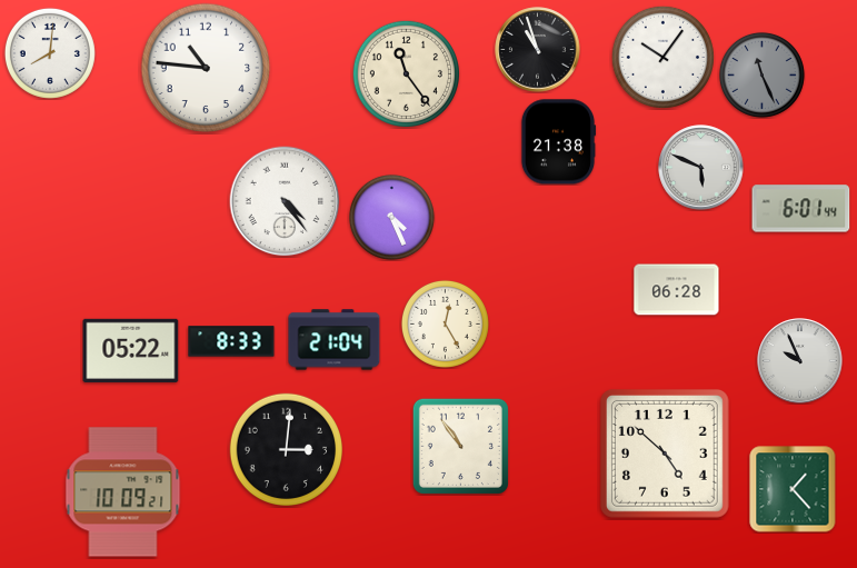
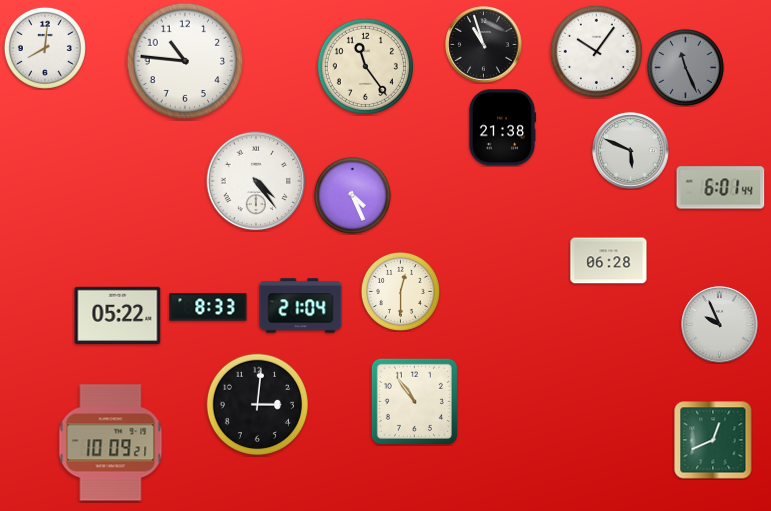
clock at (445, 323): 12:25 -> 12:30
clock at (665, 454): 4:52 -> none
clock at (793, 489): 1:23 -> 12:41
